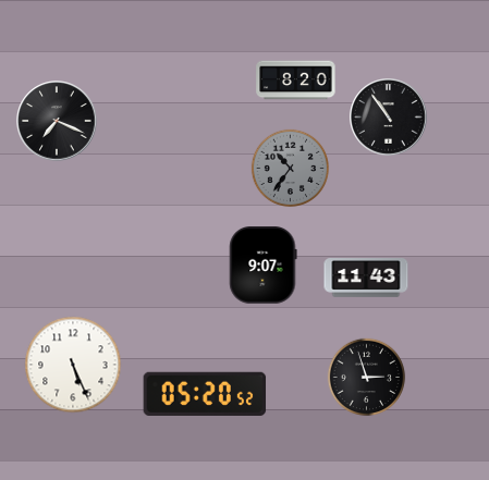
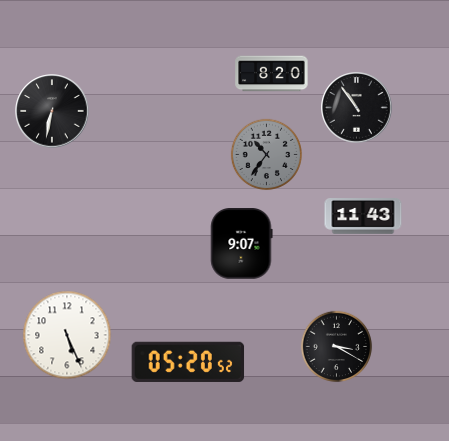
clock at (57, 121): 7:19 -> 6:32
clock at (366, 279) position: (366, 279) -> (363, 217)
clock at (367, 378): 2:57 -> 3:20
